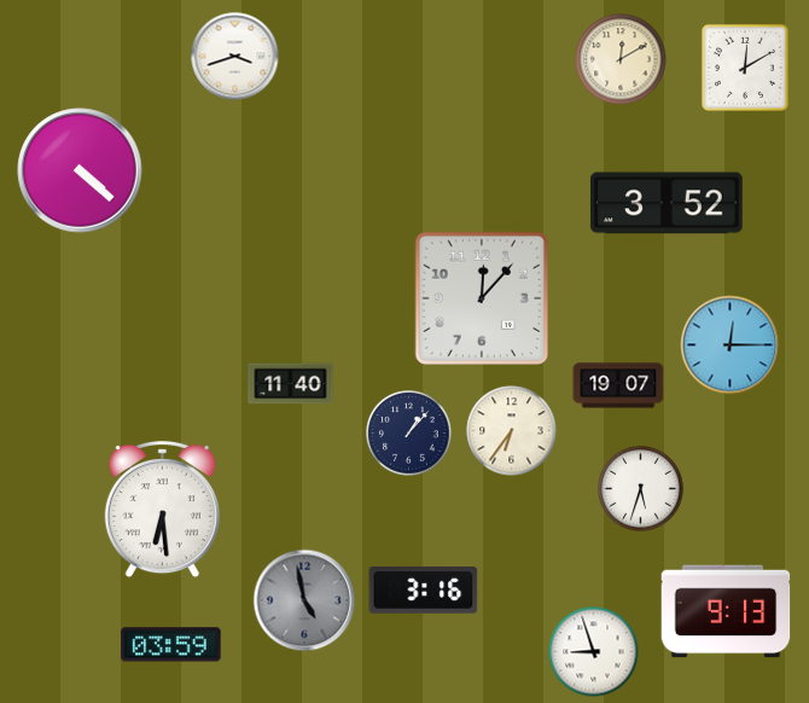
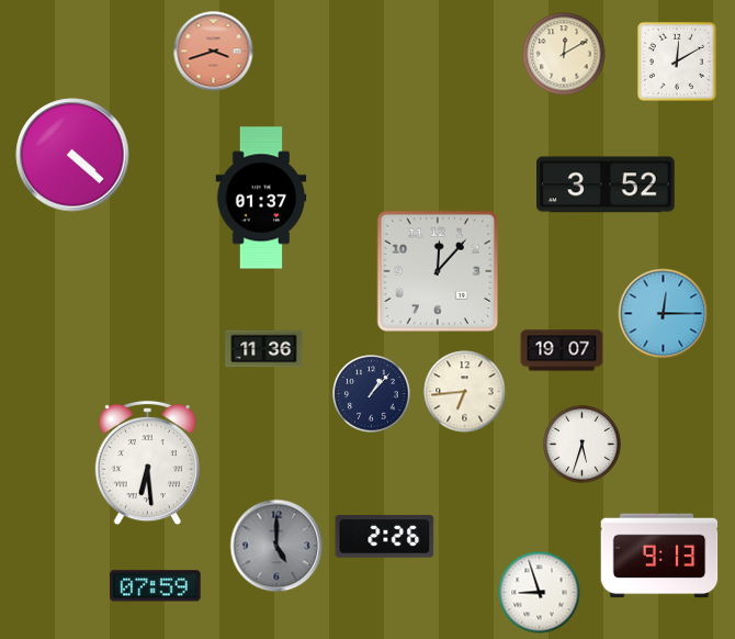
clock at (235, 57) dial: white -> salmon
clock at (261, 198): none -> 01:37
clock at (291, 384): 11:40 -> 11:36
clock at (512, 431): 6:36 -> 6:44
clock at (424, 591): 3:16 -> 2:26
clock at (304, 600): 4:58 -> 5:00
clock at (171, 645): 03:59 -> 07:59
